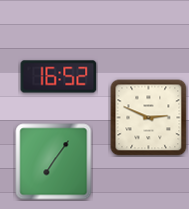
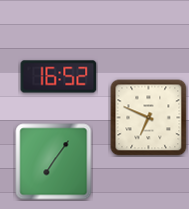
clock at (149, 118): 2:49 -> 6:49
